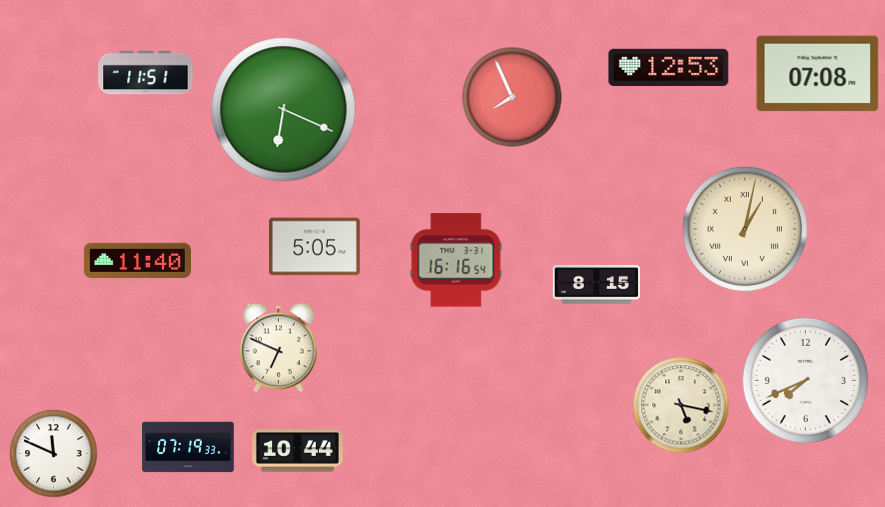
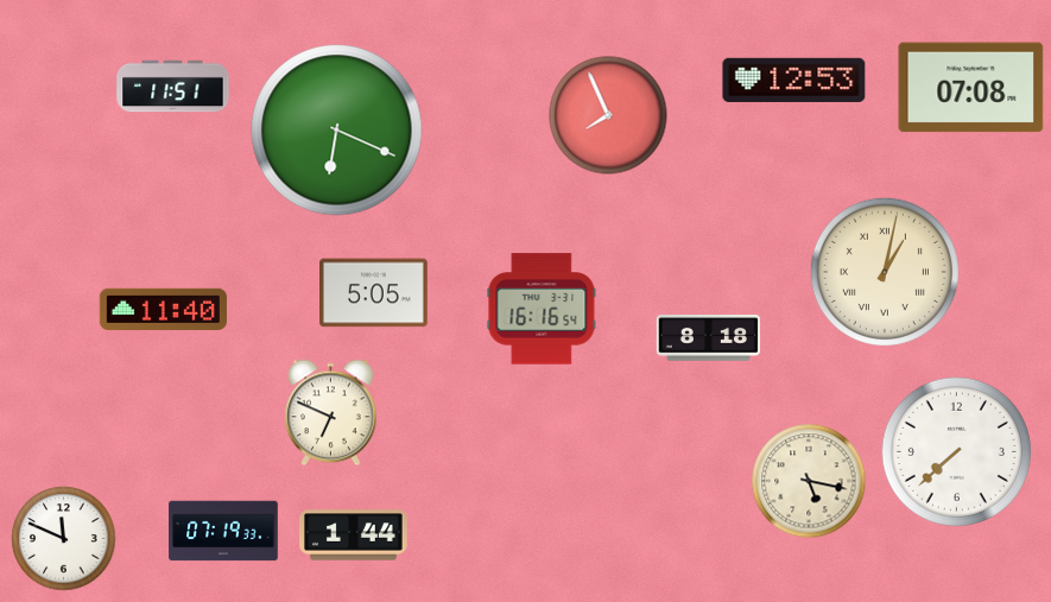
clock at (596, 285): 8:15 -> 8:18
clock at (805, 380): 7:41 -> 7:38
clock at (298, 451): 10:44 -> 1:44
